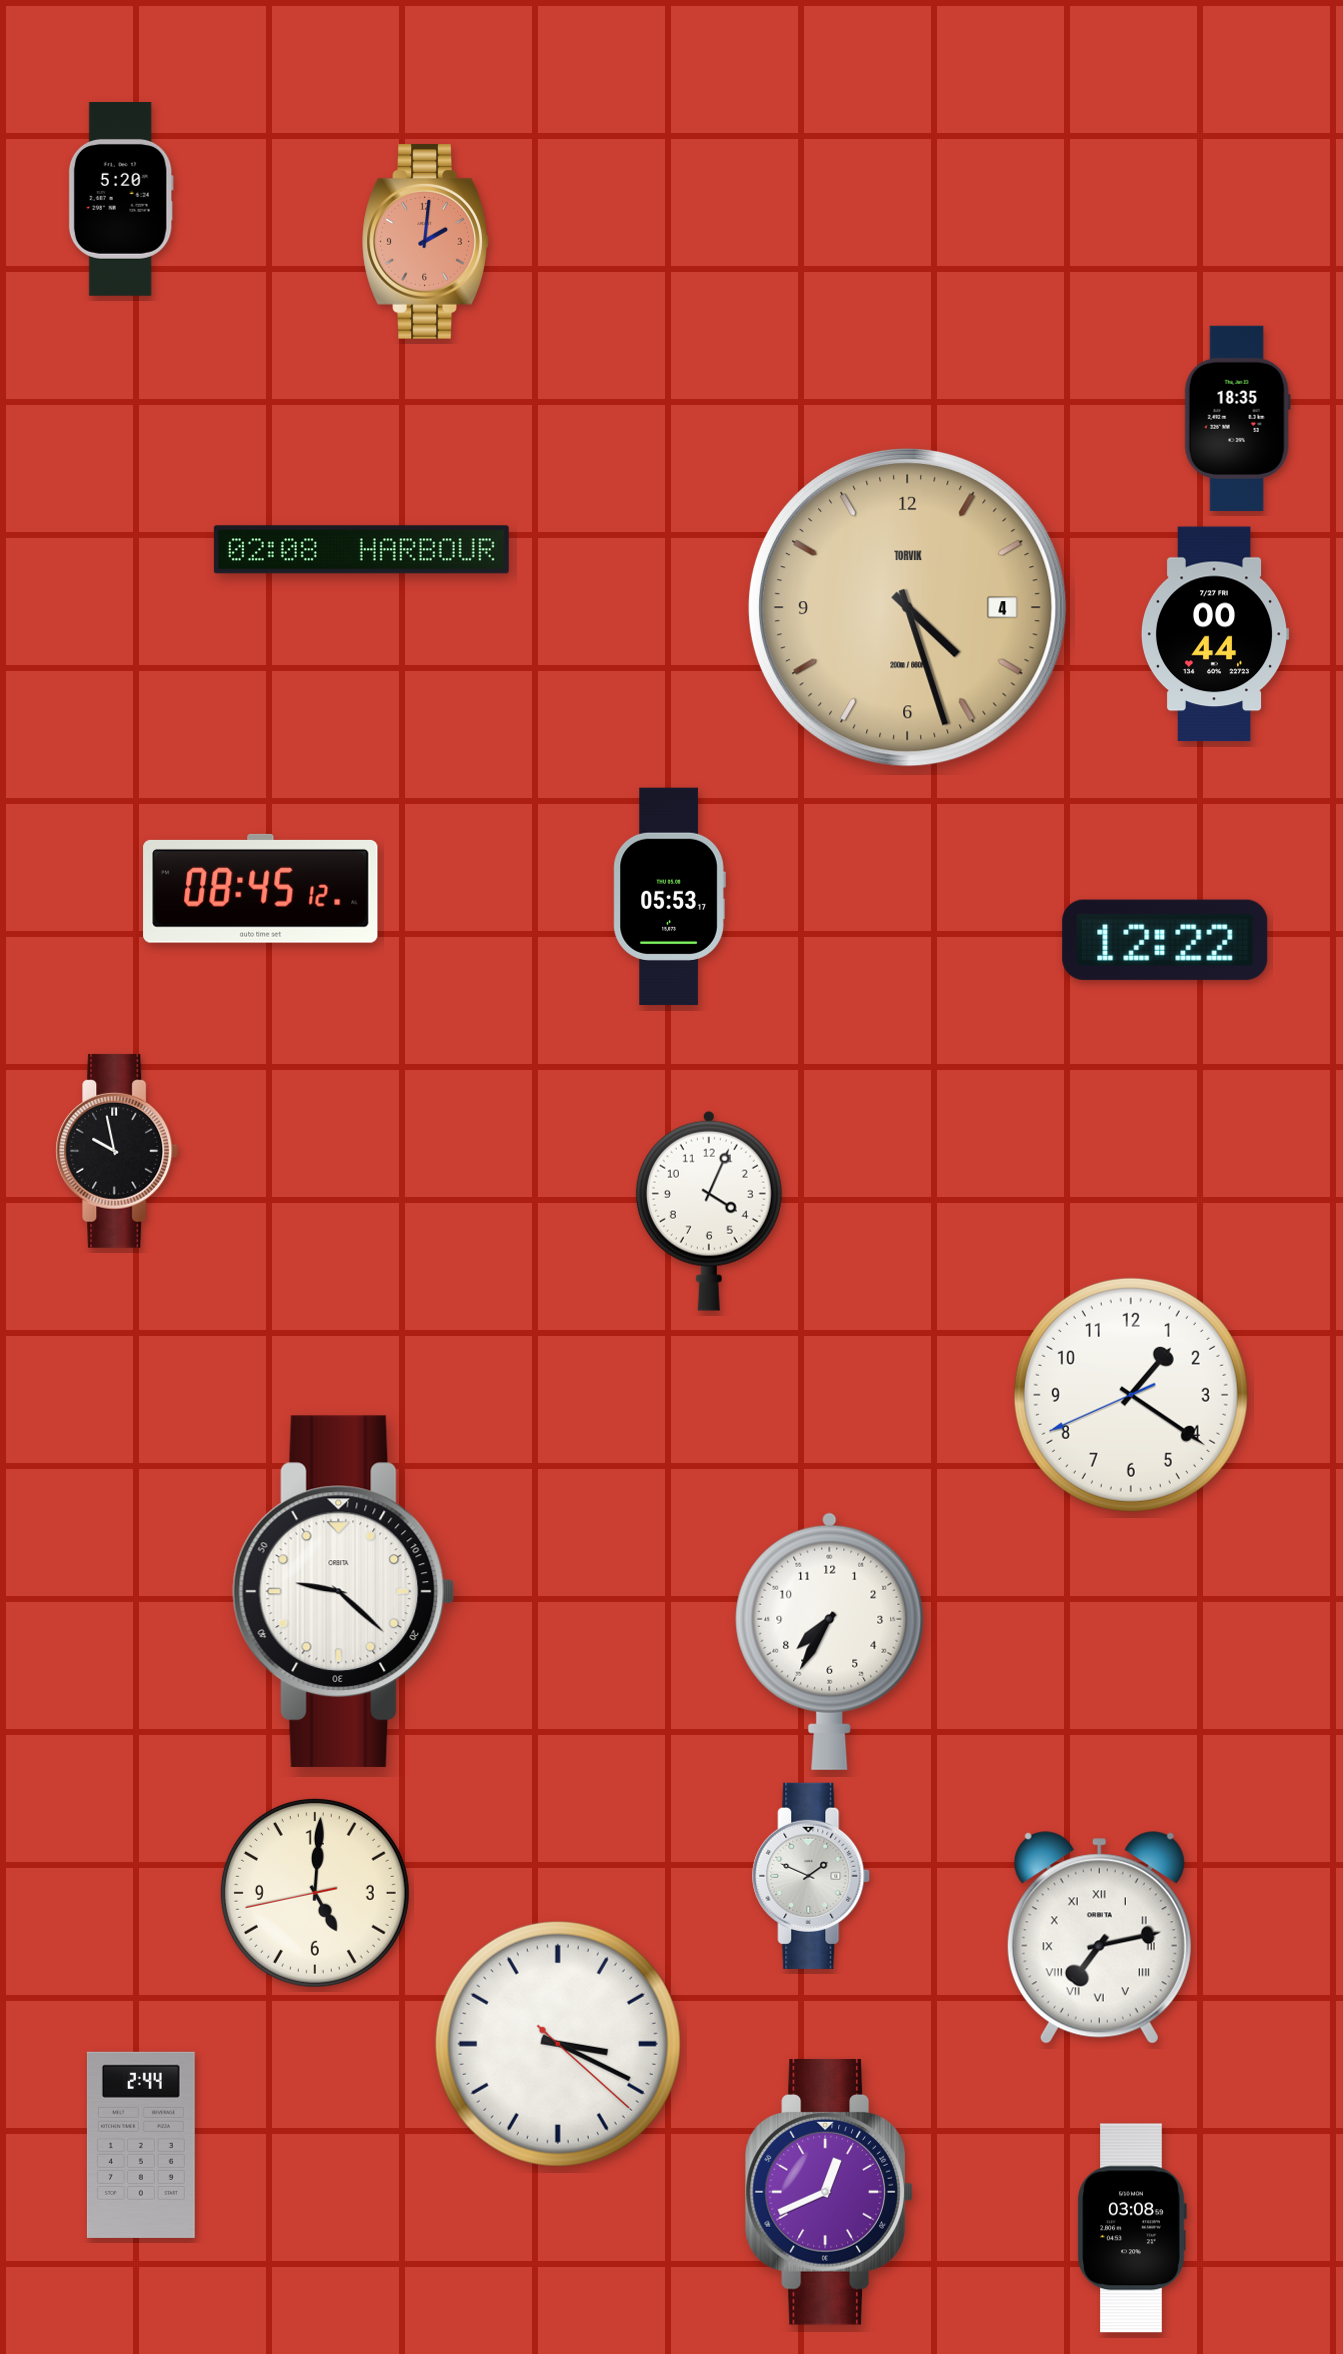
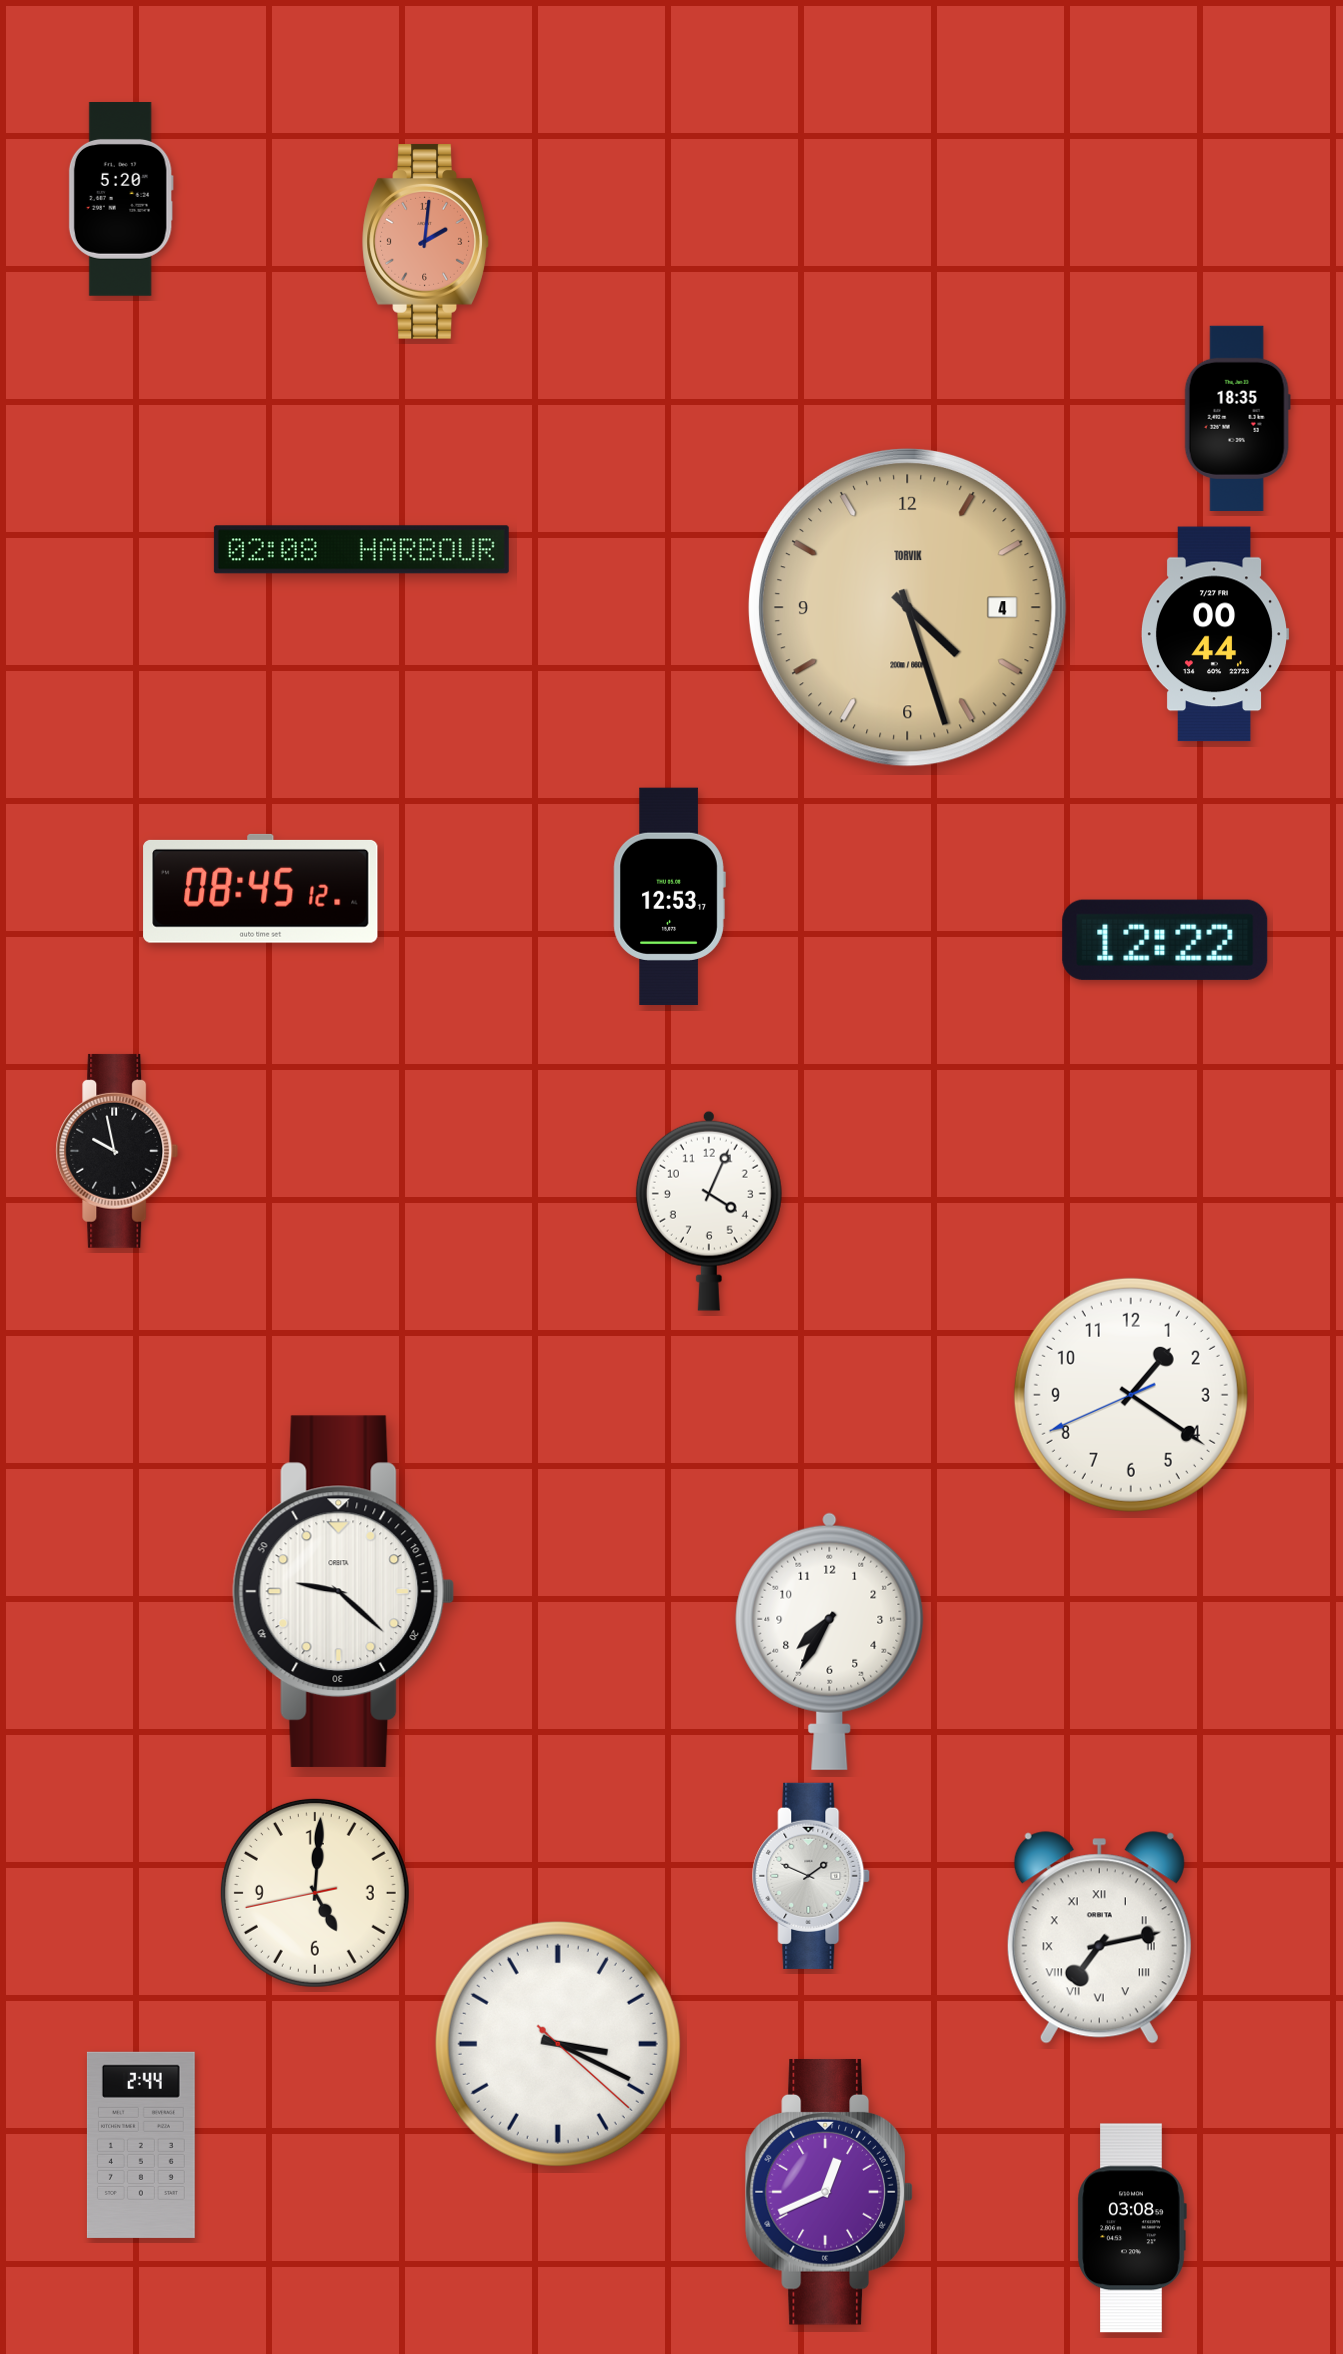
clock at (669, 896): 05:53 -> 12:53
